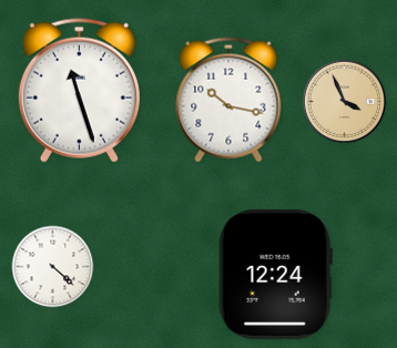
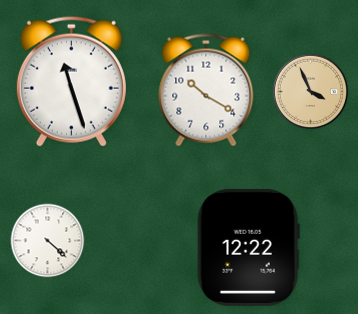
clock at (228, 100): 10:17 -> 10:20
clock at (275, 274): 12:24 -> 12:22
